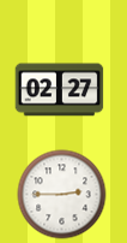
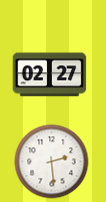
clock at (62, 195): 2:45 -> 2:29
